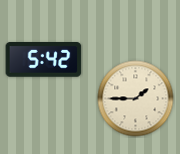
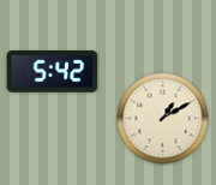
clock at (136, 99): 1:45 -> 1:10
